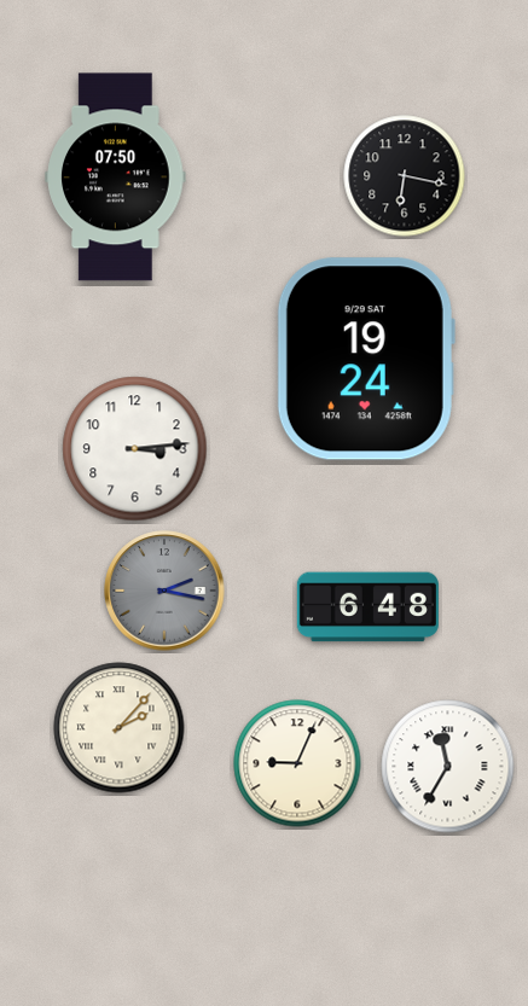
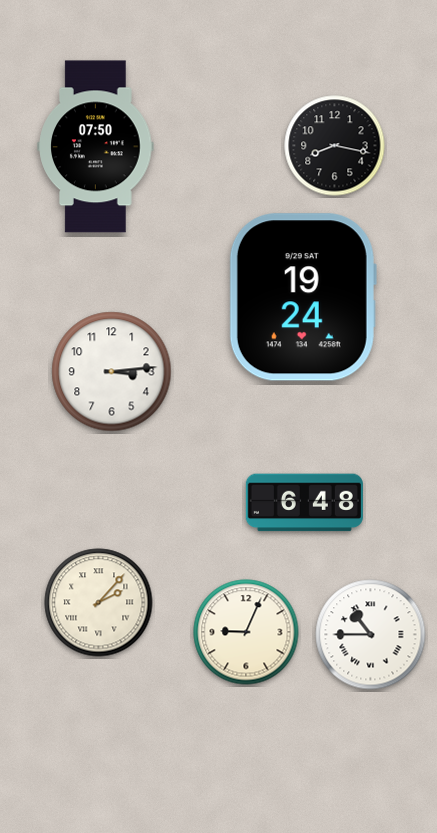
clock at (405, 176): 6:17 -> 8:17
clock at (164, 591): 2:17 -> none
clock at (448, 767): 11:35 -> 10:45
